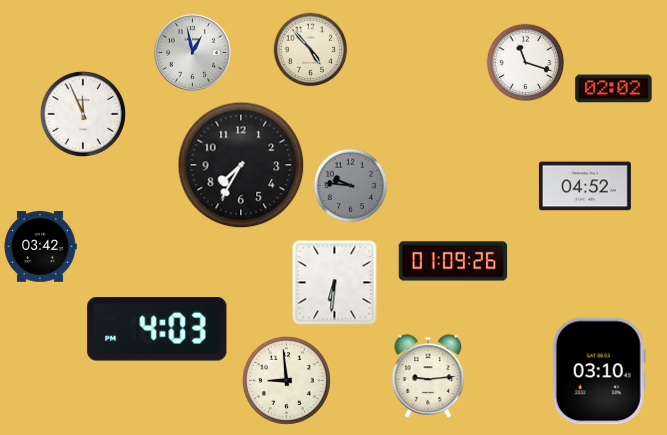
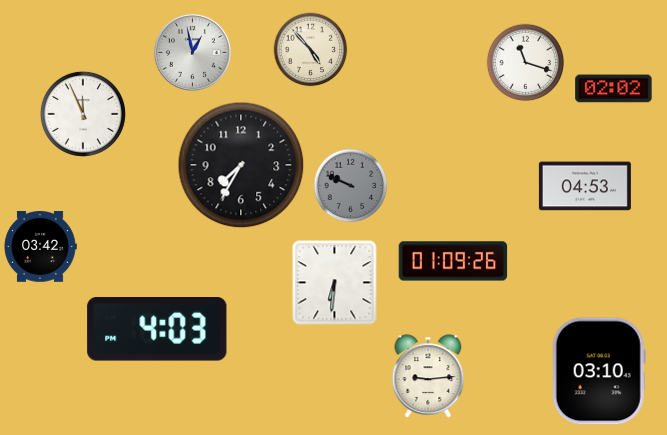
clock at (351, 186): 9:46 -> 9:49
clock at (585, 186): 04:52 -> 04:53
clock at (286, 380): 8:59 -> none
